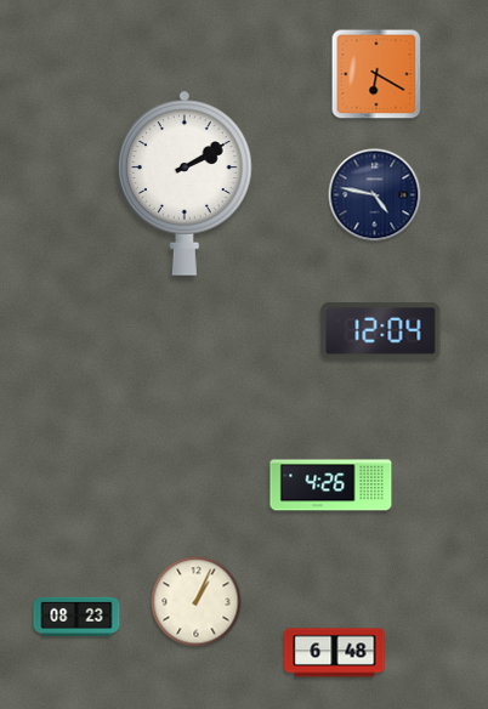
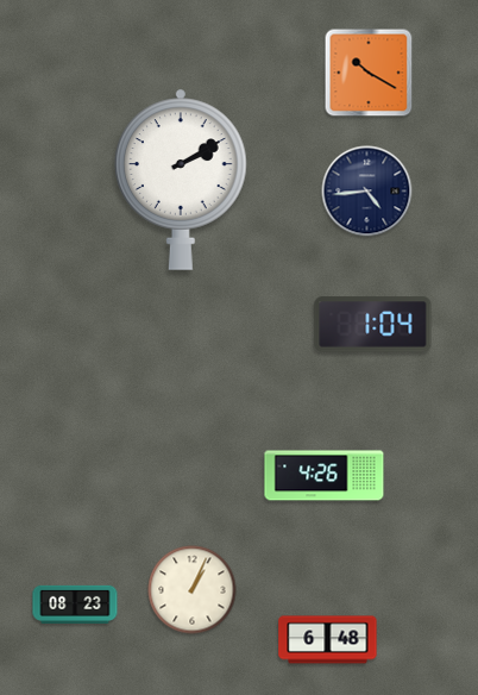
clock at (376, 74): 6:20 -> 10:20
clock at (375, 195): 4:47 -> 4:44
clock at (381, 331): 12:04 -> 1:04
